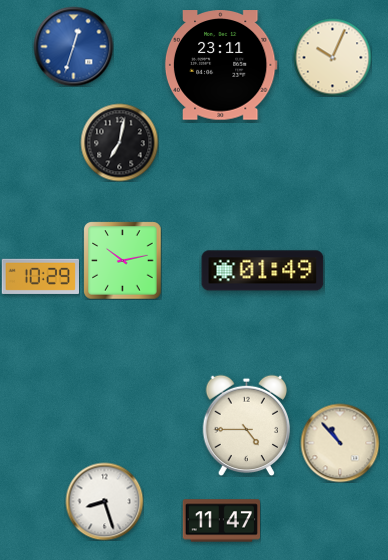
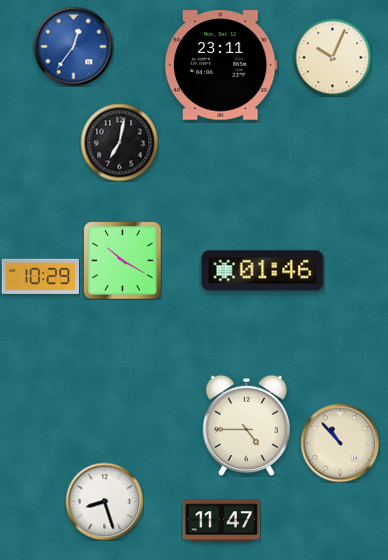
clock at (73, 46): 12:33 -> 12:36
clock at (122, 260): 10:13 -> 10:20
clock at (263, 271): 01:49 -> 01:46
